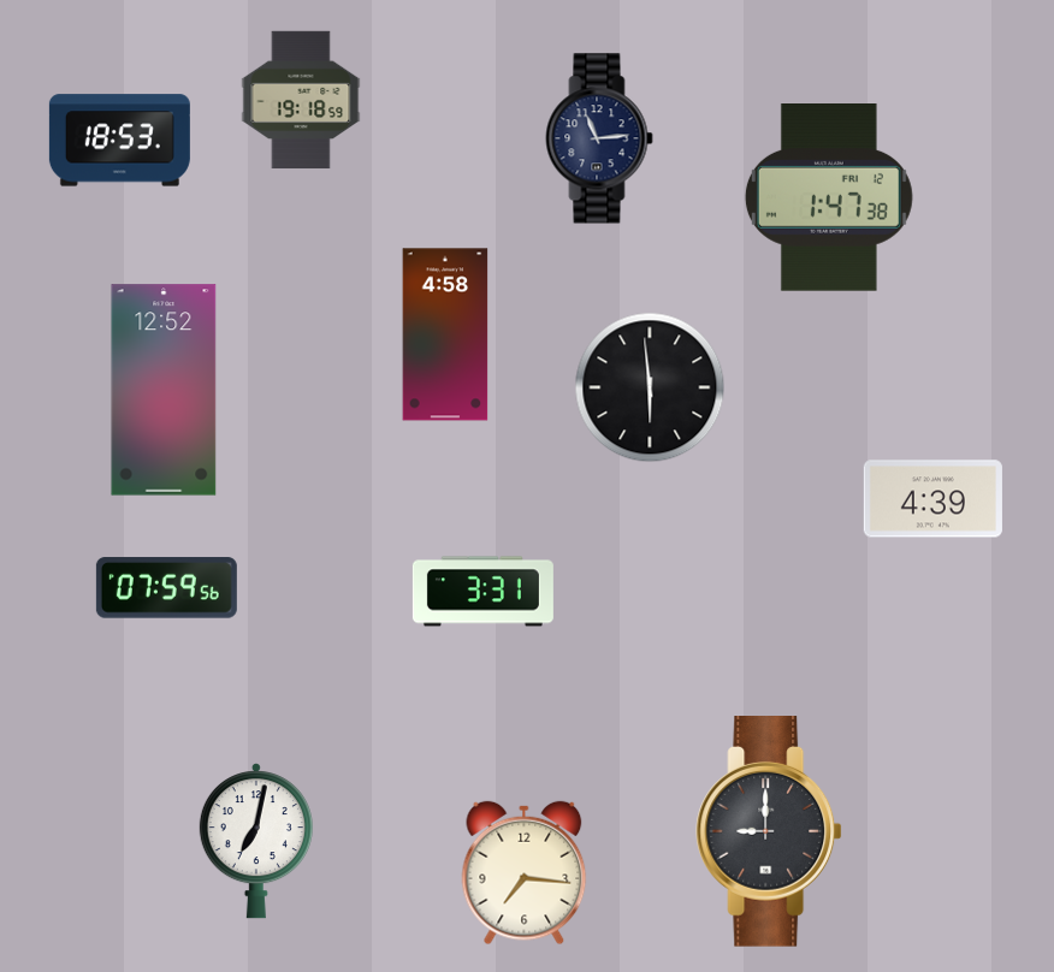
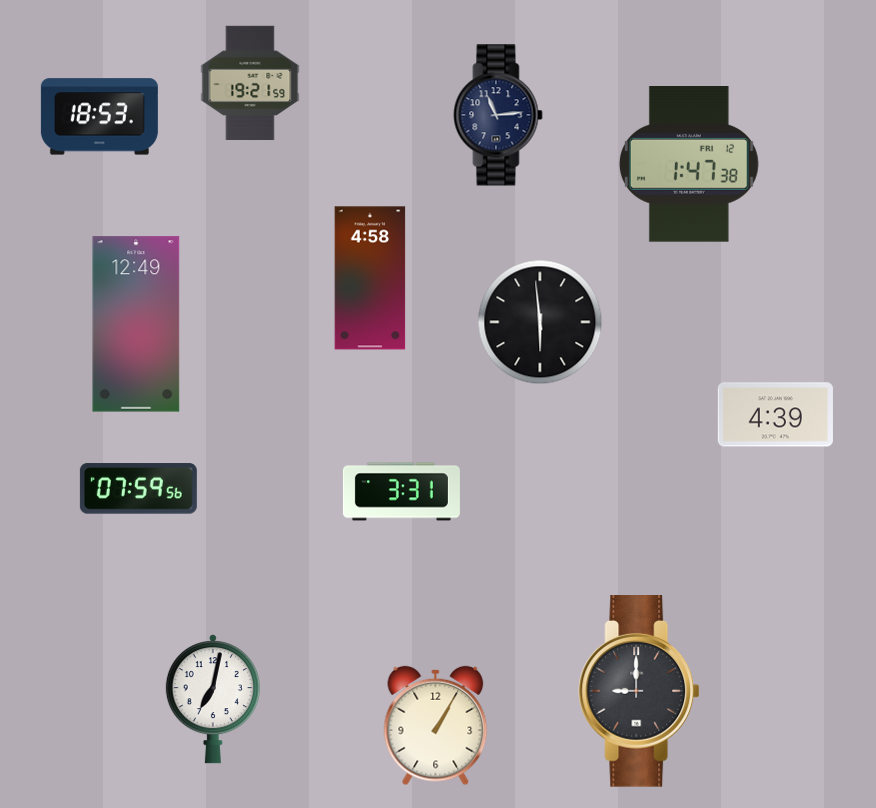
clock at (301, 100): 19:18 -> 19:21
clock at (164, 390): 12:52 -> 12:49
clock at (525, 873): 7:16 -> 1:05
